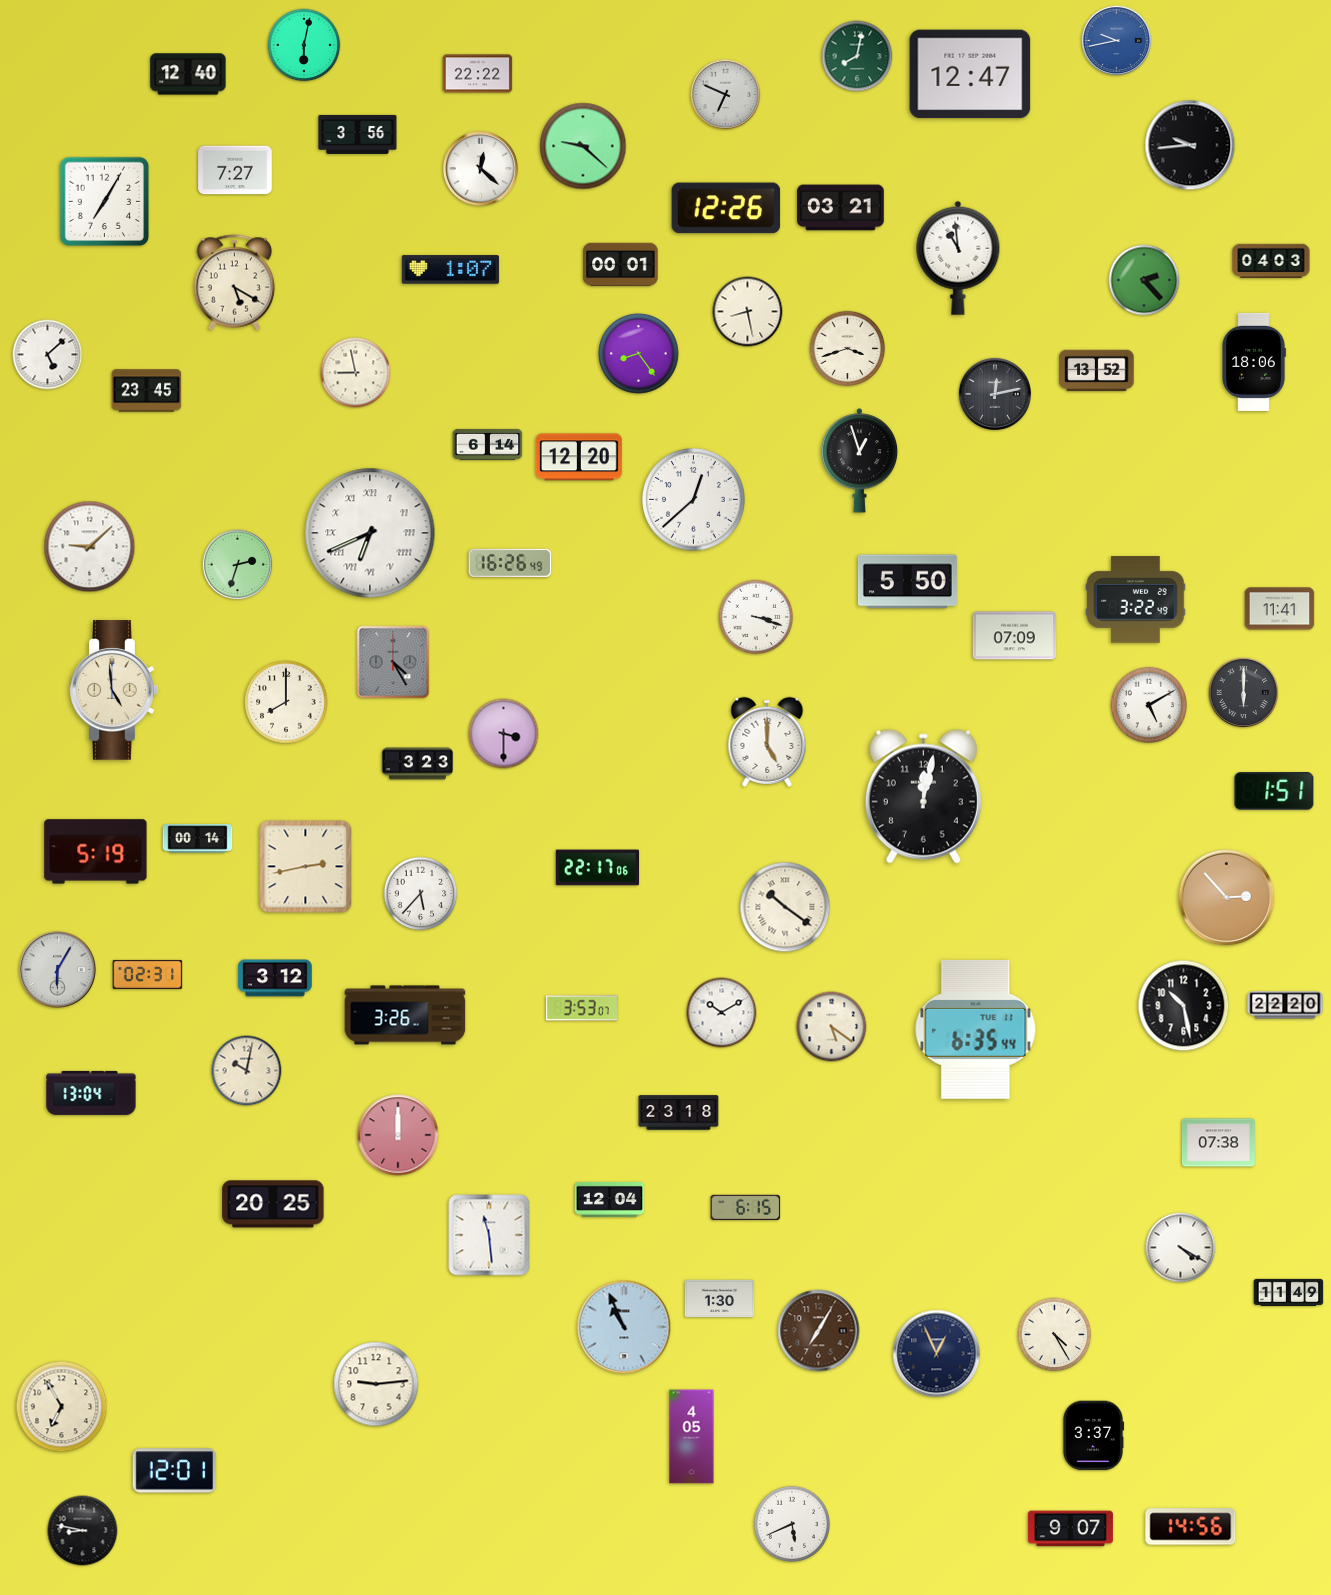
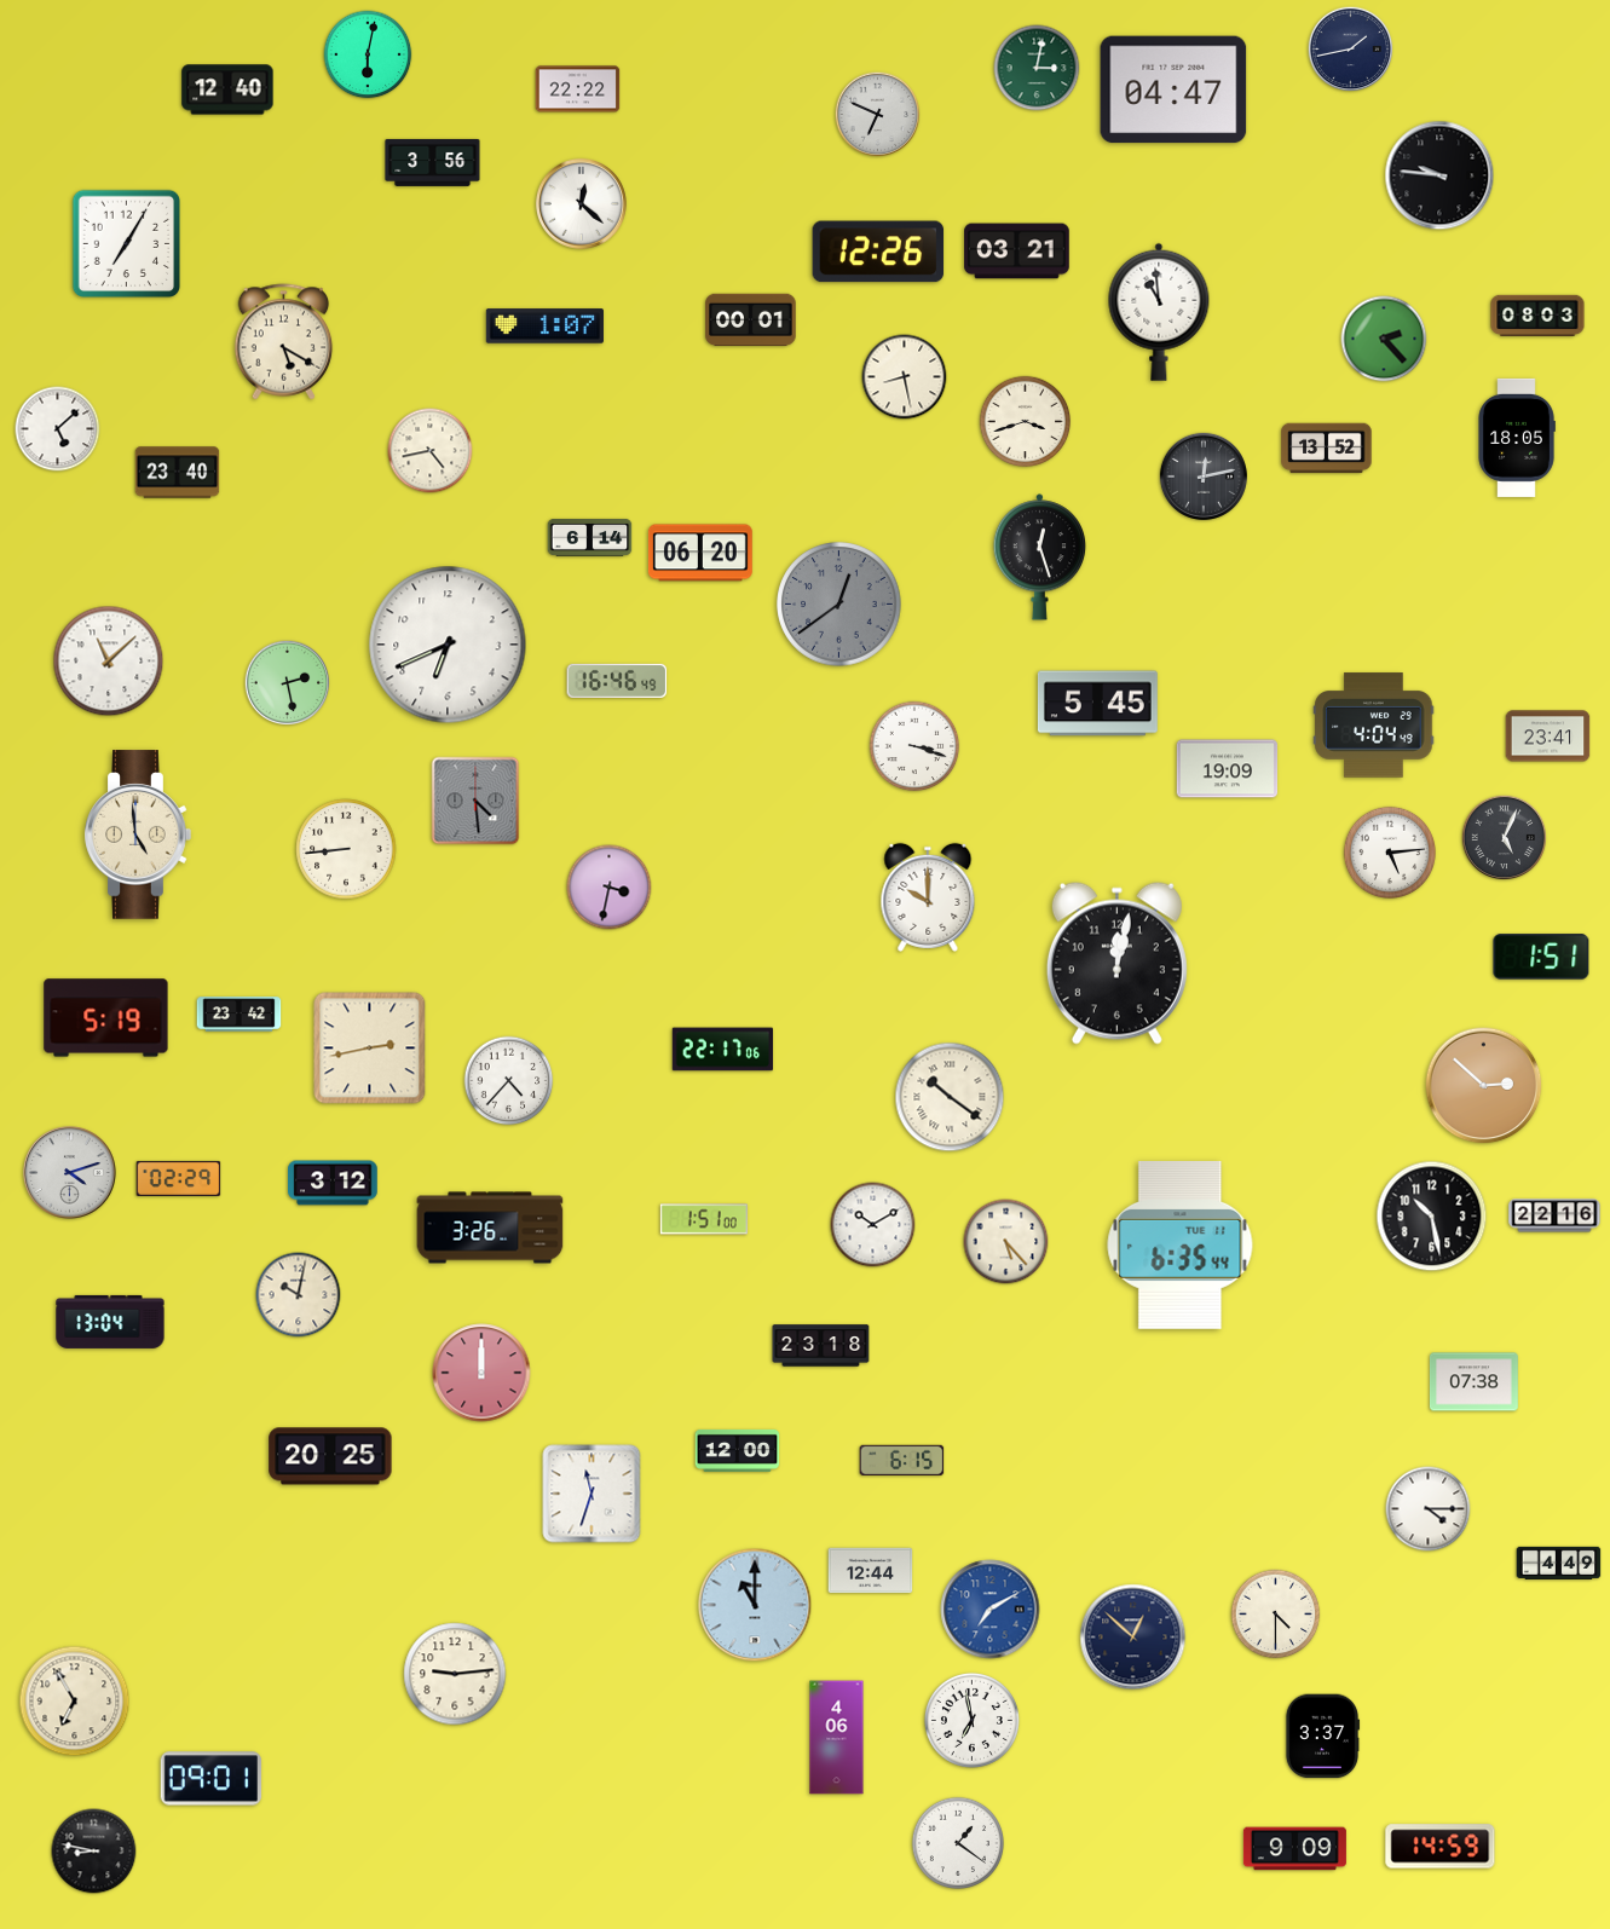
clock at (1117, 41): 9:43 -> 1:43
clock at (1117, 41) dial: blue -> navy
clock at (857, 56): 8:02 -> 3:02
clock at (970, 74): 12:47 -> 04:47
clock at (1190, 145): 9:44 -> 9:46
clock at (583, 146): 9:22 -> none
clock at (235, 170): 7:27 -> none
clock at (1271, 261): 04:03 -> 08:03
clock at (639, 354): 8:24 -> none
clock at (1254, 362): 18:06 -> 18:05
clock at (356, 373): 8:58 -> 4:43
clock at (147, 391): 23:45 -> 23:40
clock at (579, 457): 12:20 -> 06:20
clock at (859, 461): 12:57 -> 12:27
clock at (694, 500): 12:38 -> 12:39
clock at (694, 500) dial: white -> grey
clock at (370, 533) numerals: Roman -> Arabic
clock at (90, 547): 9:08 -> 11:08
clock at (510, 563): 16:26 -> 16:46
clock at (238, 565): 2:33 -> 2:28
clock at (907, 582): 5:50 -> 5:45
clock at (1136, 600): 3:22 -> 4:04
clock at (1280, 609): 11:41 -> 23:41
clock at (1015, 636): 07:09 -> 19:09
clock at (393, 662): 4:25 -> 4:29
clock at (1244, 693): 6:00 -> 5:04
clock at (286, 702): 8:00 -> 8:44
clock at (1148, 704): 5:10 -> 5:14
clock at (504, 734): 3:30 -> 3:32
clock at (767, 742): 5:00 -> 10:00
clock at (417, 764): 3:23 -> none
clock at (198, 839): 00:14 -> 23:42
clock at (96, 852) position: (96, 852) -> (106, 1018)
clock at (421, 894): 5:37 -> 4:37
clock at (1227, 898): 2:53 -> 2:52
clock at (58, 970): 6:05 -> 4:12
clock at (148, 974): 02:31 -> 02:29
clock at (1285, 1005): 22:20 -> 22:16
clock at (582, 1008): 3:53 -> 1:51
clock at (832, 1027): 5:21 -> 5:23
clock at (610, 1199): 12:04 -> 12:00
clock at (489, 1235): 11:29 -> 11:33
clock at (1181, 1248): 4:20 -> 4:15
clock at (1289, 1292): 11:49 -> 4:49
clock at (720, 1299): 1:30 -> 12:44
clock at (624, 1327): 10:56 -> 11:00
clock at (819, 1331): 7:05 -> 7:10
clock at (819, 1331) dial: brown -> blue
clock at (1055, 1335): 4:25 -> 4:30
clock at (937, 1354): 12:56 -> 12:52
clock at (971, 1720): none -> 6:58
clock at (692, 1437): 4:05 -> 4:06
clock at (175, 1471): 12:01 -> 09:01
clock at (791, 1523): 5:41 -> 1:21
clock at (1191, 1527): 14:56 -> 14:59
clock at (1070, 1529): 9:07 -> 9:09
clock at (83, 1531) position: (83, 1531) -> (94, 1852)
